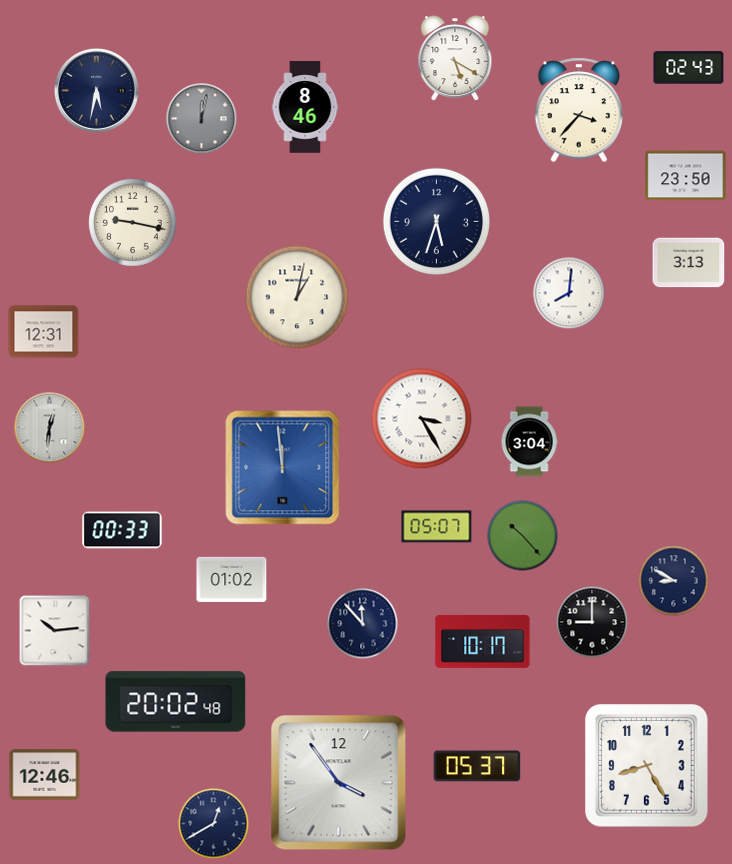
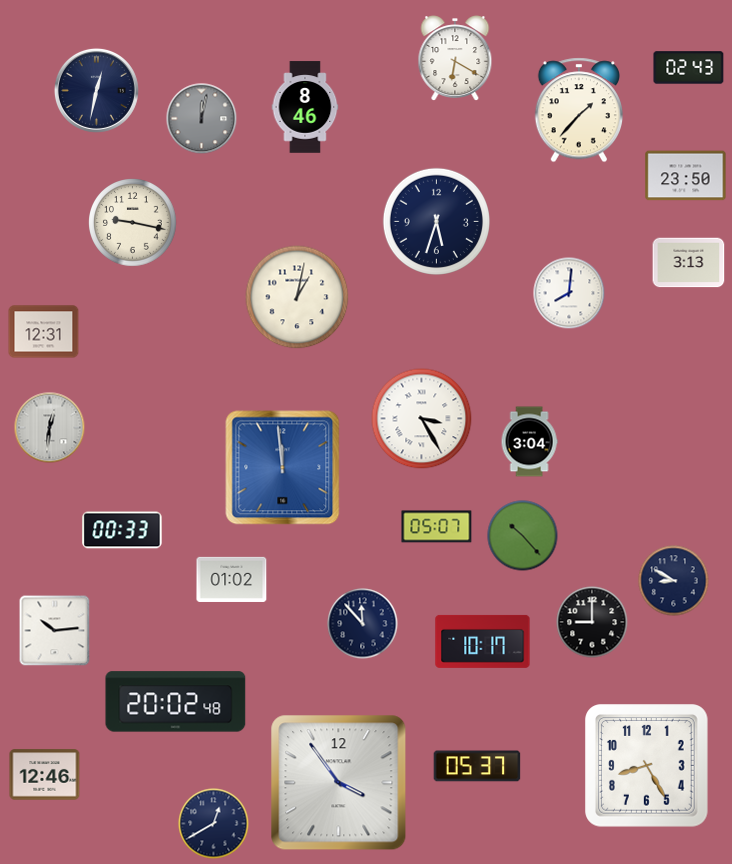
clock at (455, 58): 5:20 -> 6:20
clock at (96, 90): 5:32 -> 12:32
clock at (578, 110): 3:37 -> 1:37
